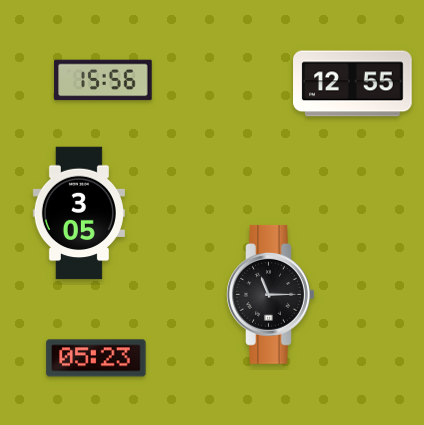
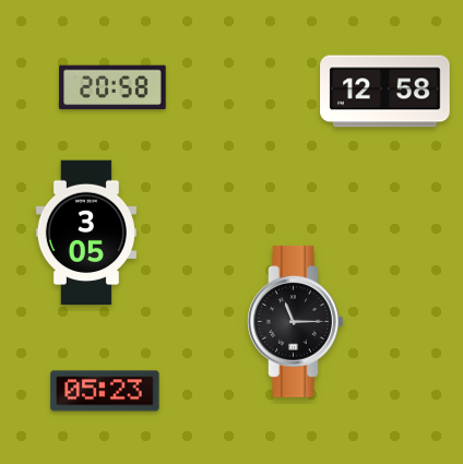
clock at (103, 80): 15:56 -> 20:58
clock at (353, 84): 12:55 -> 12:58
